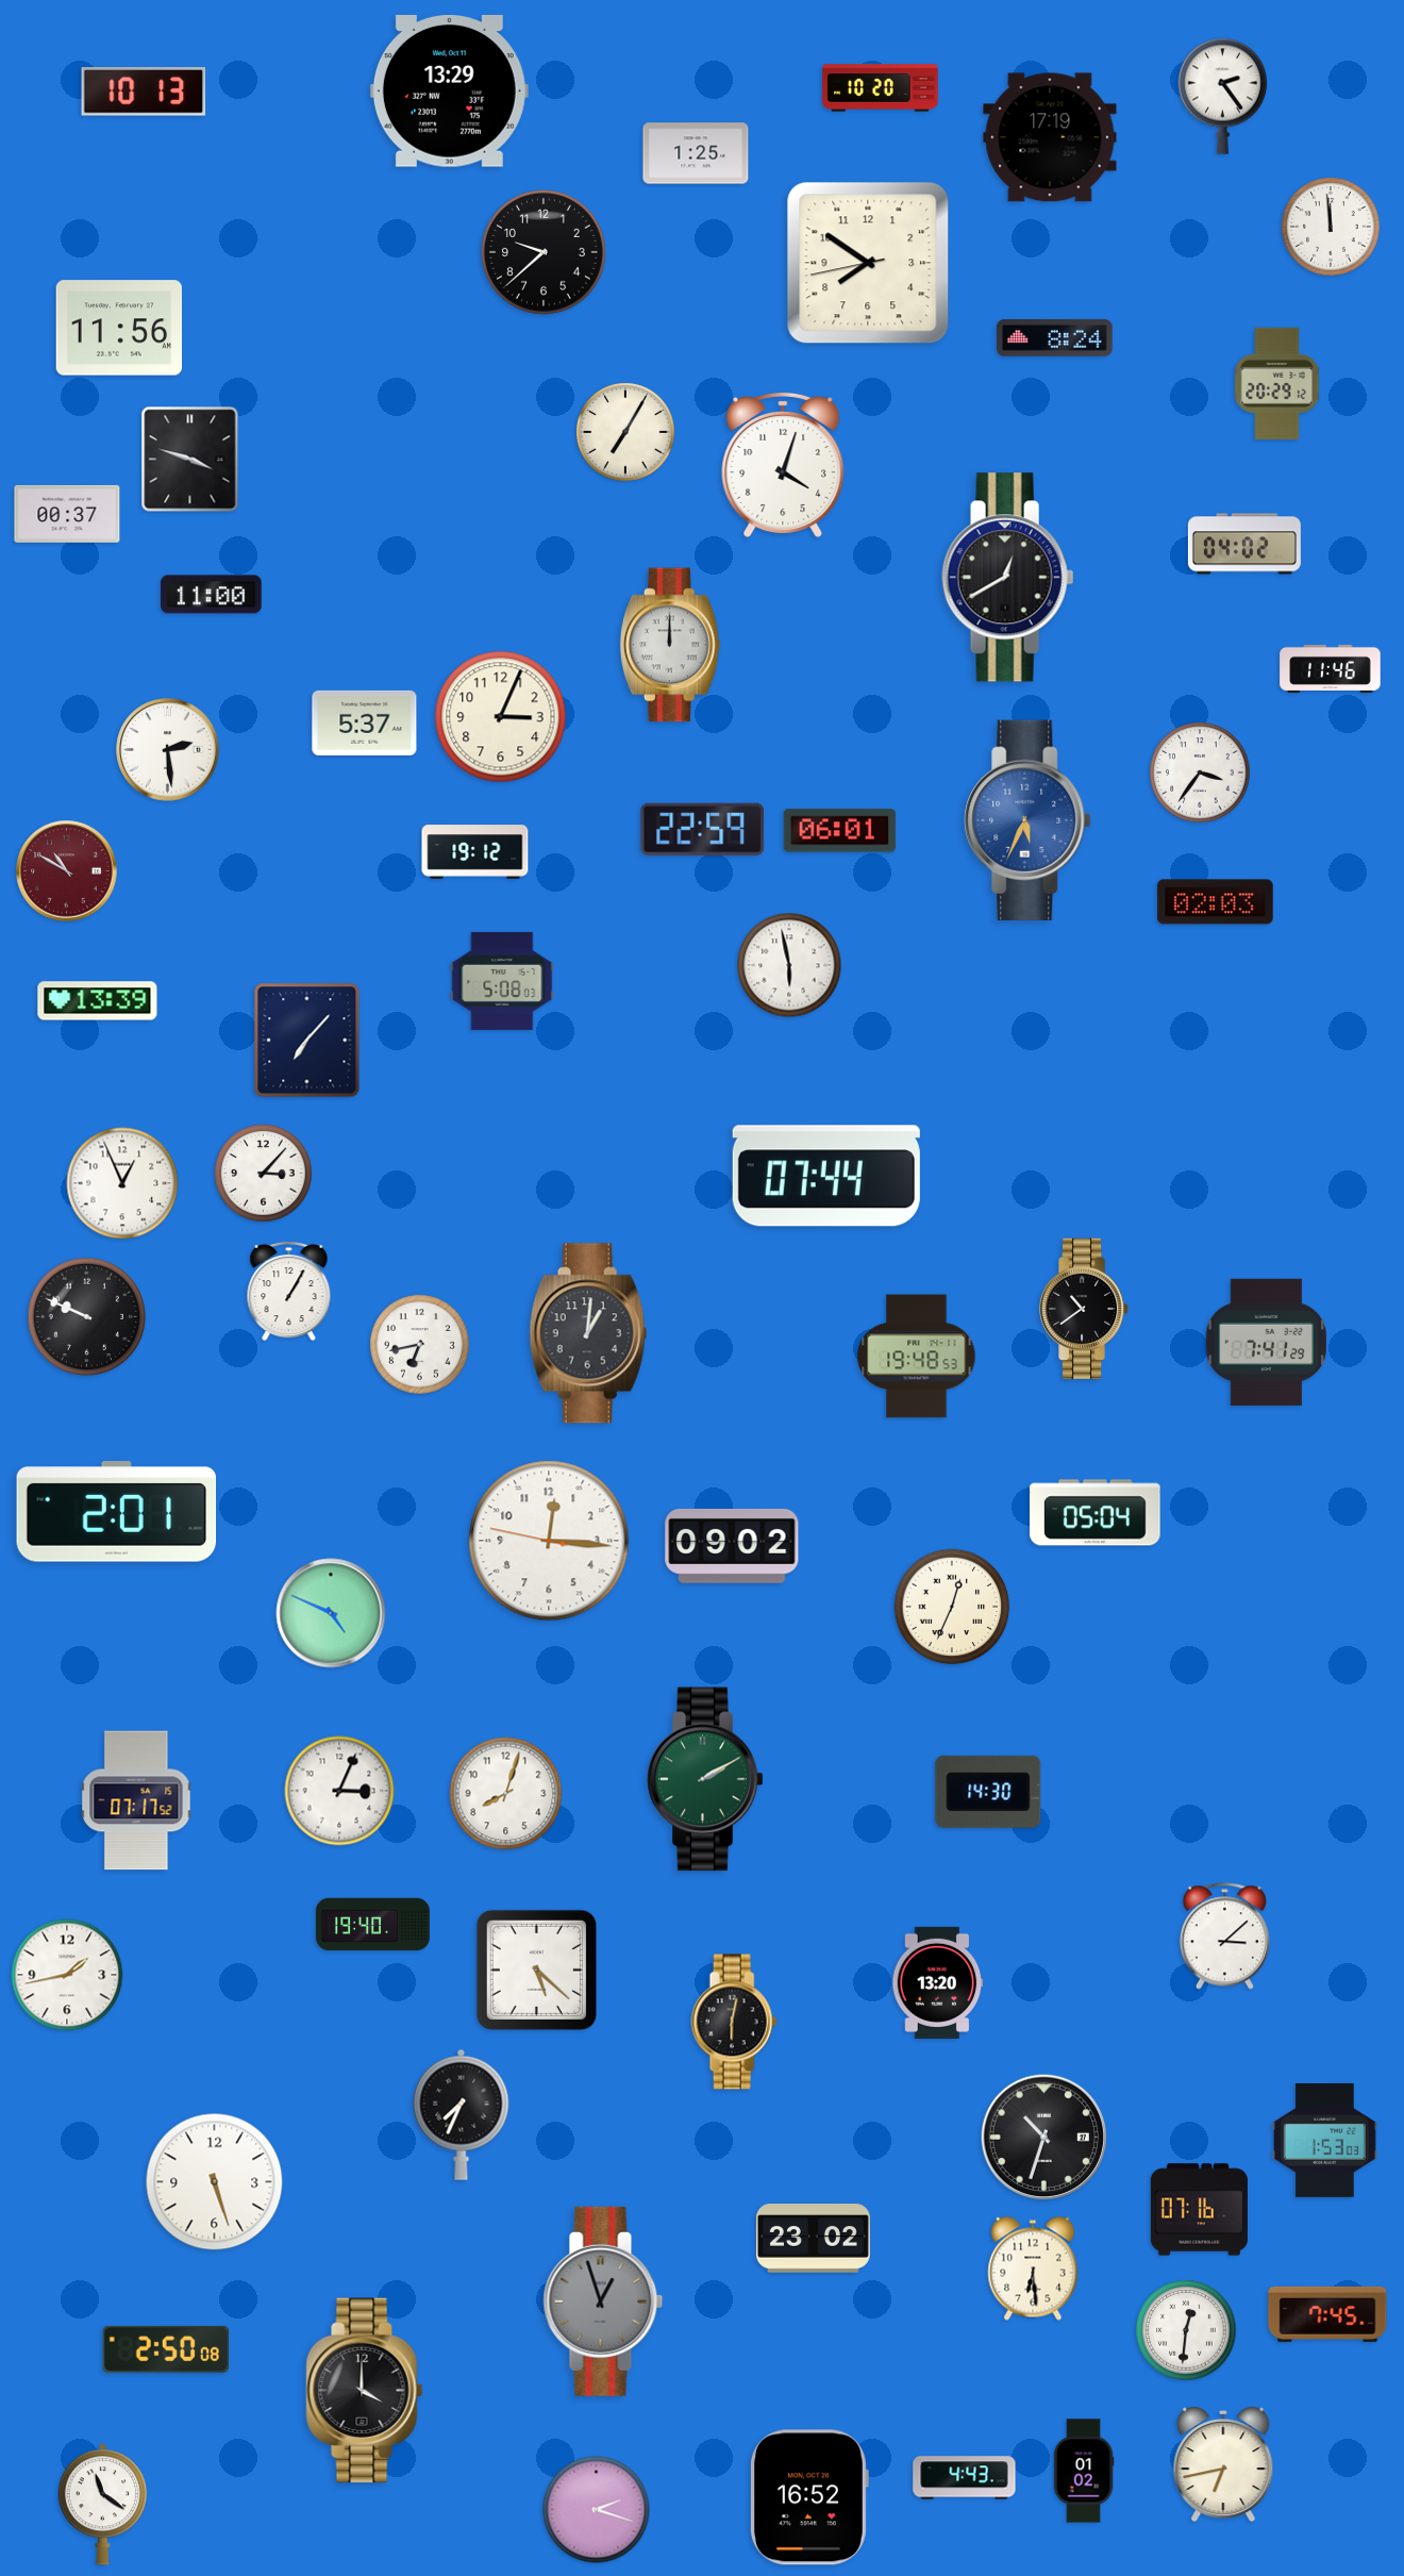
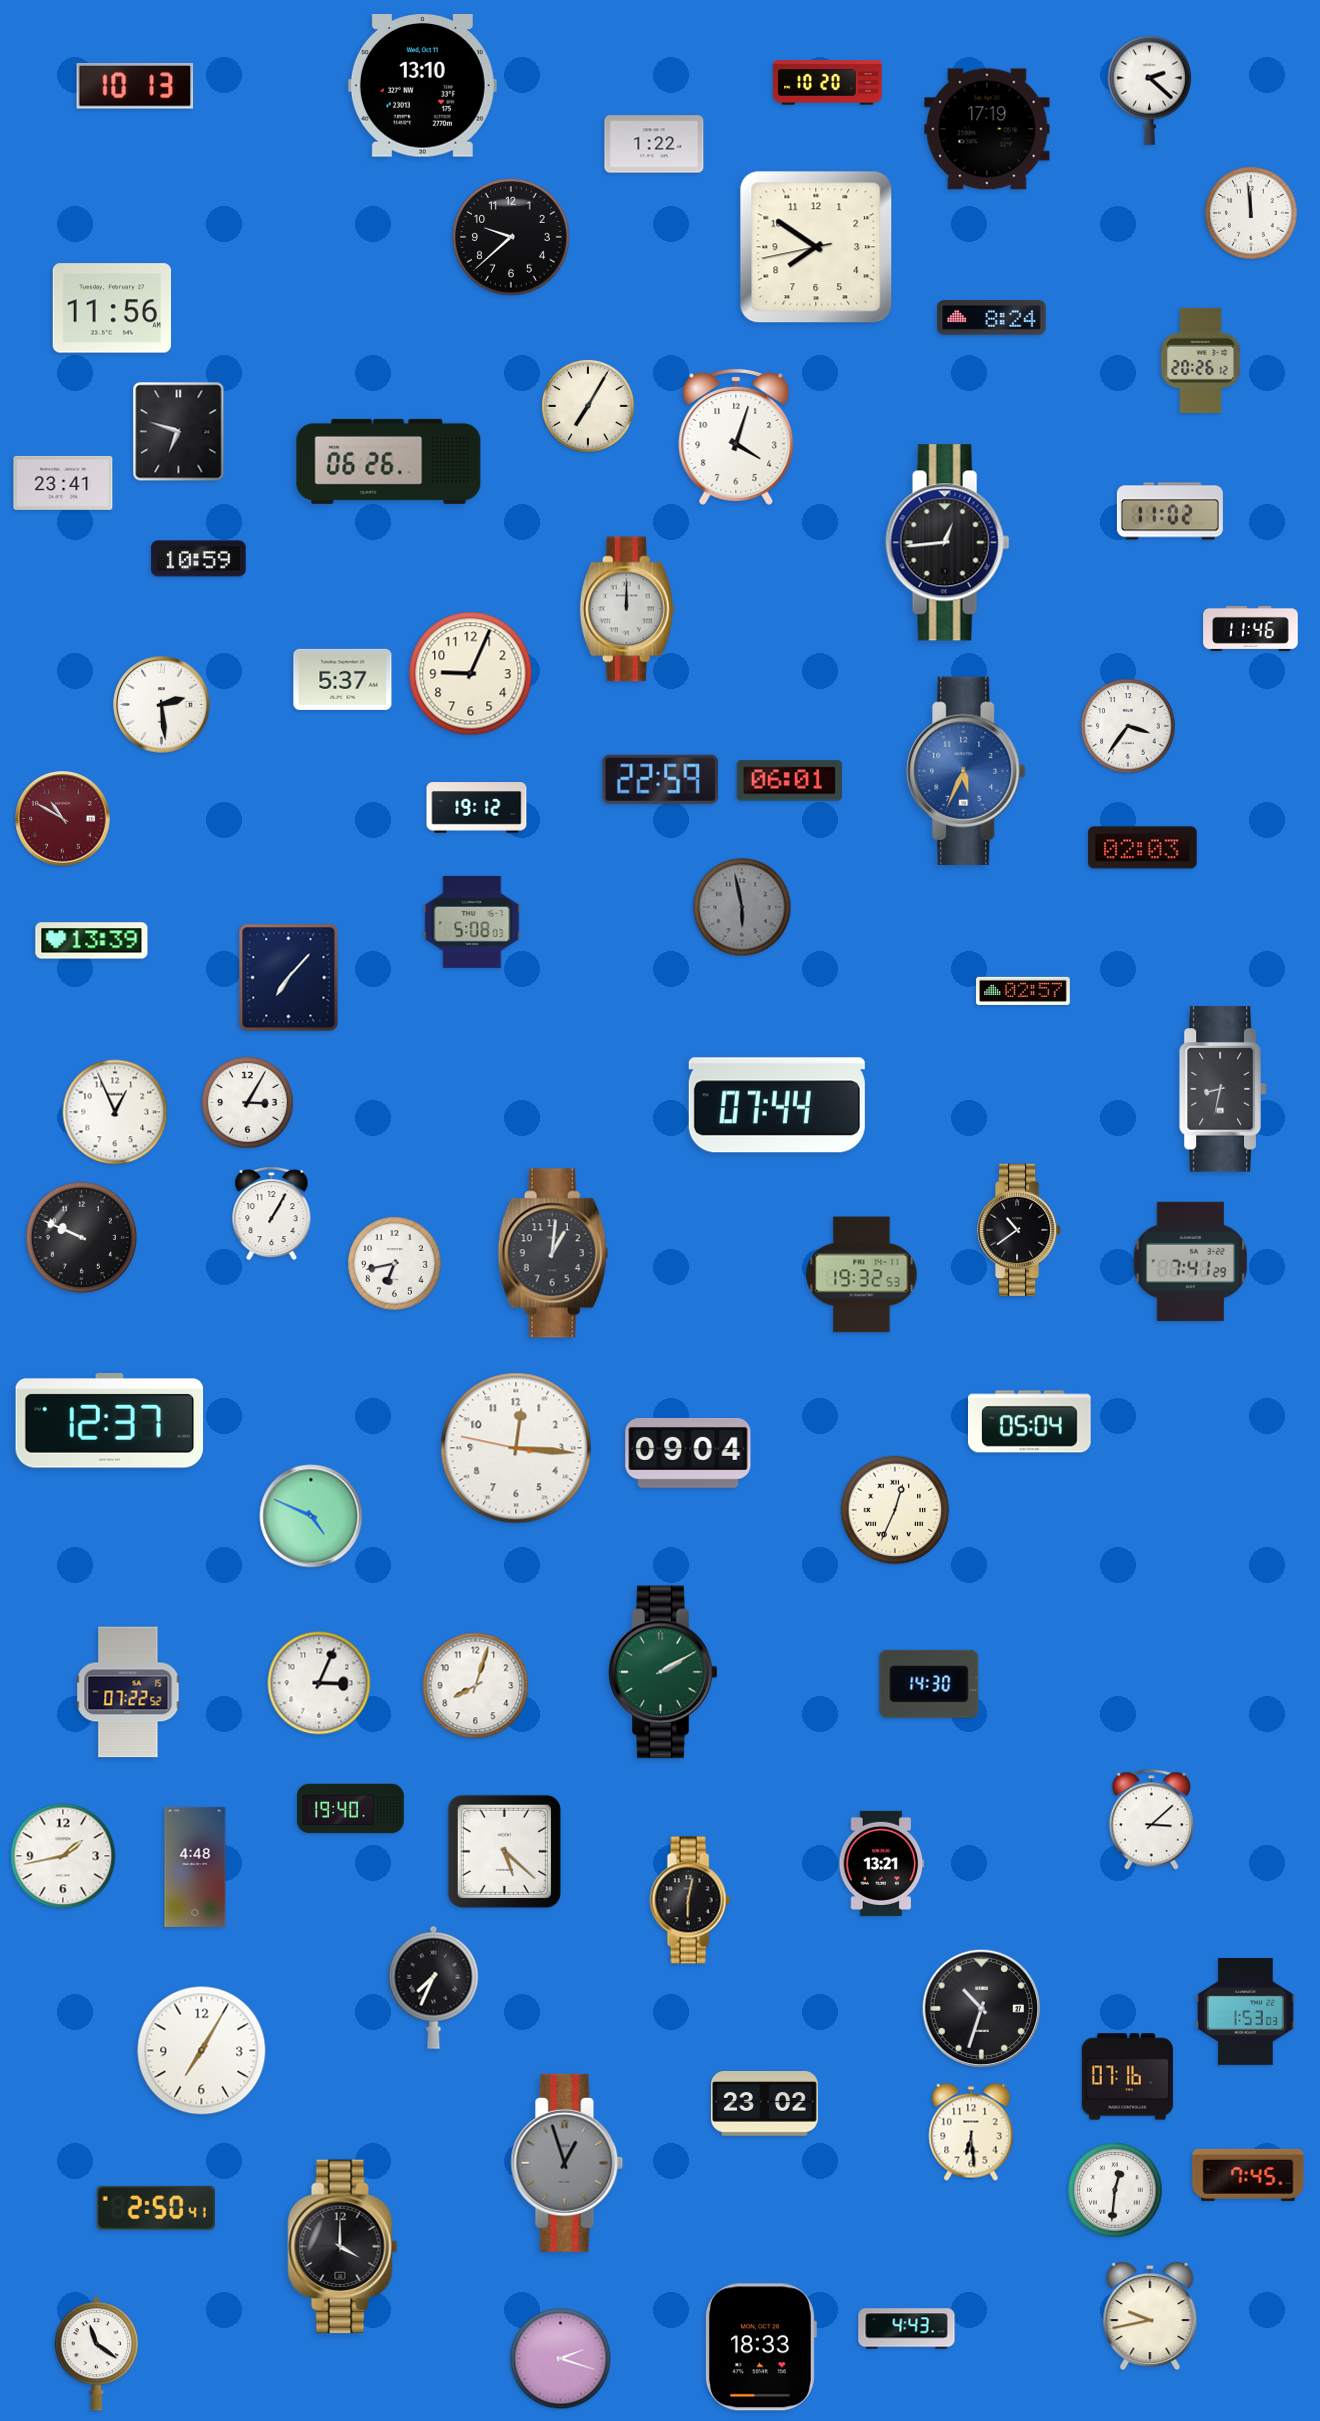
clock at (449, 92): 13:29 -> 13:10
clock at (1223, 96): 2:24 -> 2:22
clock at (696, 153): 1:25 -> 1:22
clock at (1277, 383): 20:29 -> 20:26
clock at (190, 460): 3:48 -> 6:48
clock at (389, 461): none -> 06:26
clock at (67, 514): 00:37 -> 23:41
clock at (1244, 544): 04:02 -> 11:02
clock at (1008, 578): 12:40 -> 12:44
clock at (212, 595): 11:00 -> 10:59
clock at (670, 645) position: (670, 645) -> (627, 609)
clock at (501, 717): 3:04 -> 9:04
clock at (168, 750) position: (168, 750) -> (162, 705)
clock at (475, 852) position: (475, 852) -> (477, 808)
clock at (789, 965) dial: white -> grey
clock at (1023, 991): none -> 02:57
clock at (1223, 1089): none -> 8:32
clock at (264, 1174): 3:07 -> 3:05
clock at (917, 1357): 19:48 -> 19:32
clock at (117, 1512): 2:01 -> 12:37
clock at (732, 1546): 09:02 -> 09:04
clock at (136, 1800): 07:17 -> 07:22
clock at (938, 1982): 13:20 -> 13:21
clock at (195, 1867): none -> 4:48
clock at (215, 2182): 5:27 -> 7:05
clock at (166, 2349): 2:50:08 -> 2:50:41
clock at (1223, 2464): 6:43 -> 9:43
clock at (1084, 2471): 01:02 -> none
clock at (809, 2497): 16:52 -> 18:33
